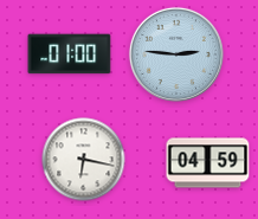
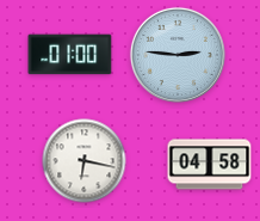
clock at (208, 163): 04:59 -> 04:58
